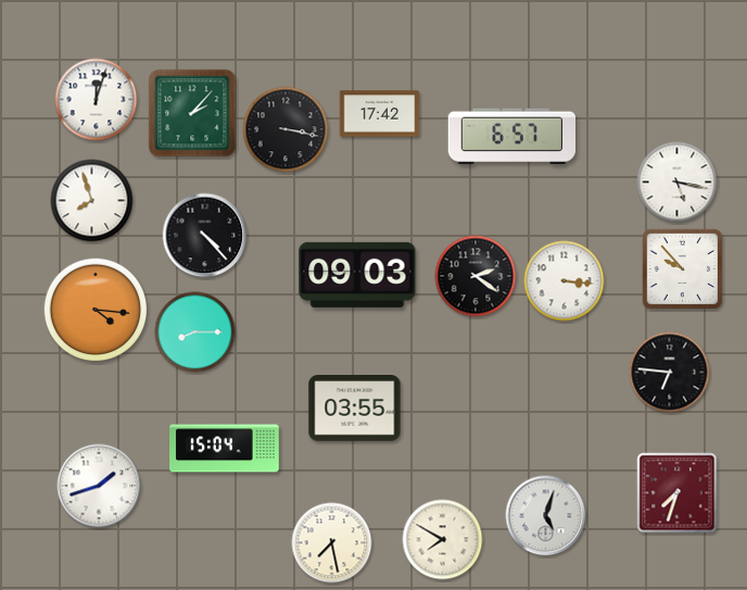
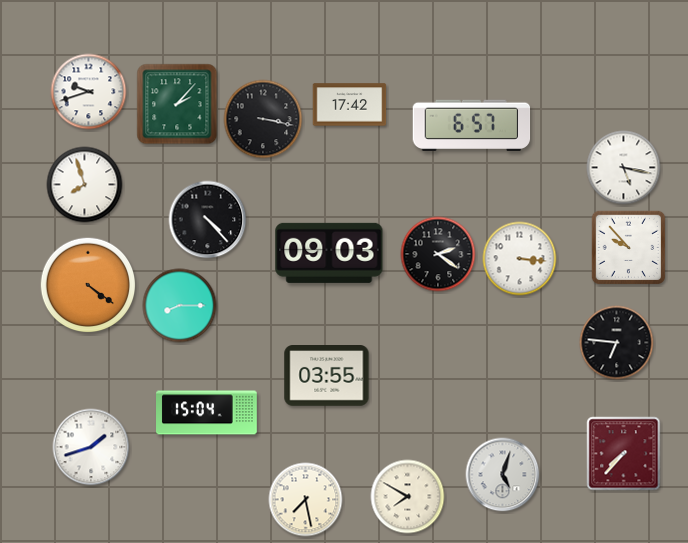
clock at (97, 100): 12:03 -> 9:42
clock at (205, 236) position: (205, 236) -> (208, 220)
clock at (96, 310): 4:16 -> 4:21
clock at (678, 493): 7:33 -> 7:37
